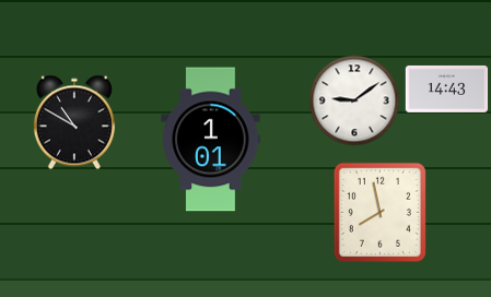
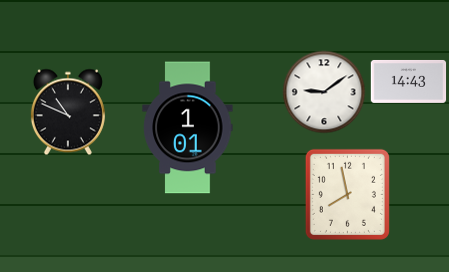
clock at (74, 122): 10:50 -> 10:49
clock at (211, 140) position: (211, 140) -> (188, 128)
